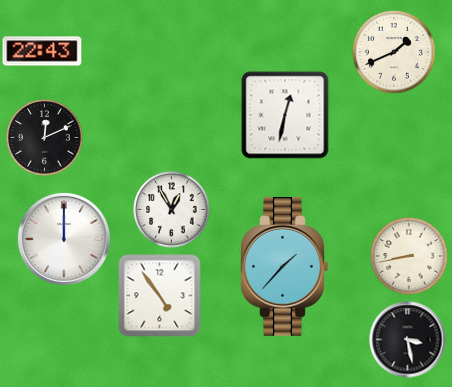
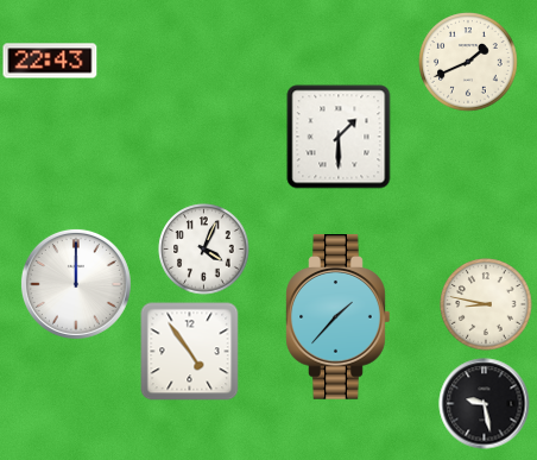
clock at (285, 115): 12:32 -> 1:30
clock at (45, 138): 12:11 -> none
clock at (172, 210): 12:55 -> 4:04
clock at (409, 256): 8:43 -> 8:47
clock at (408, 340): 3:28 -> 9:28
